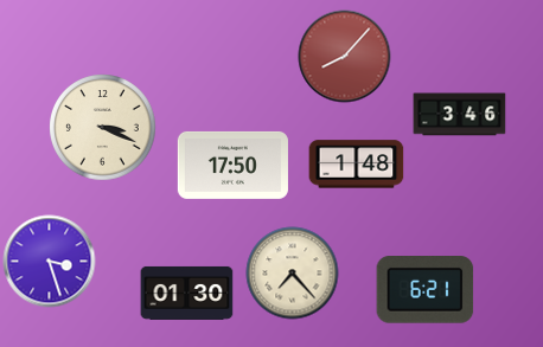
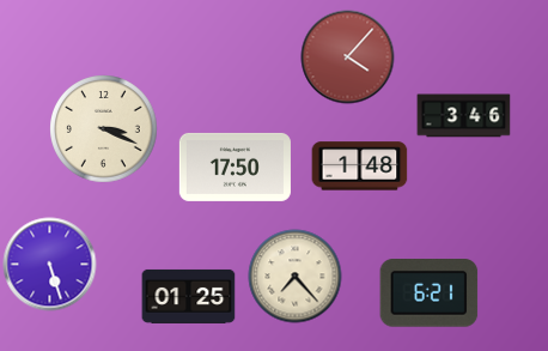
clock at (344, 56): 8:07 -> 4:07
clock at (49, 261): 3:27 -> 5:27
clock at (186, 293): 01:30 -> 01:25
